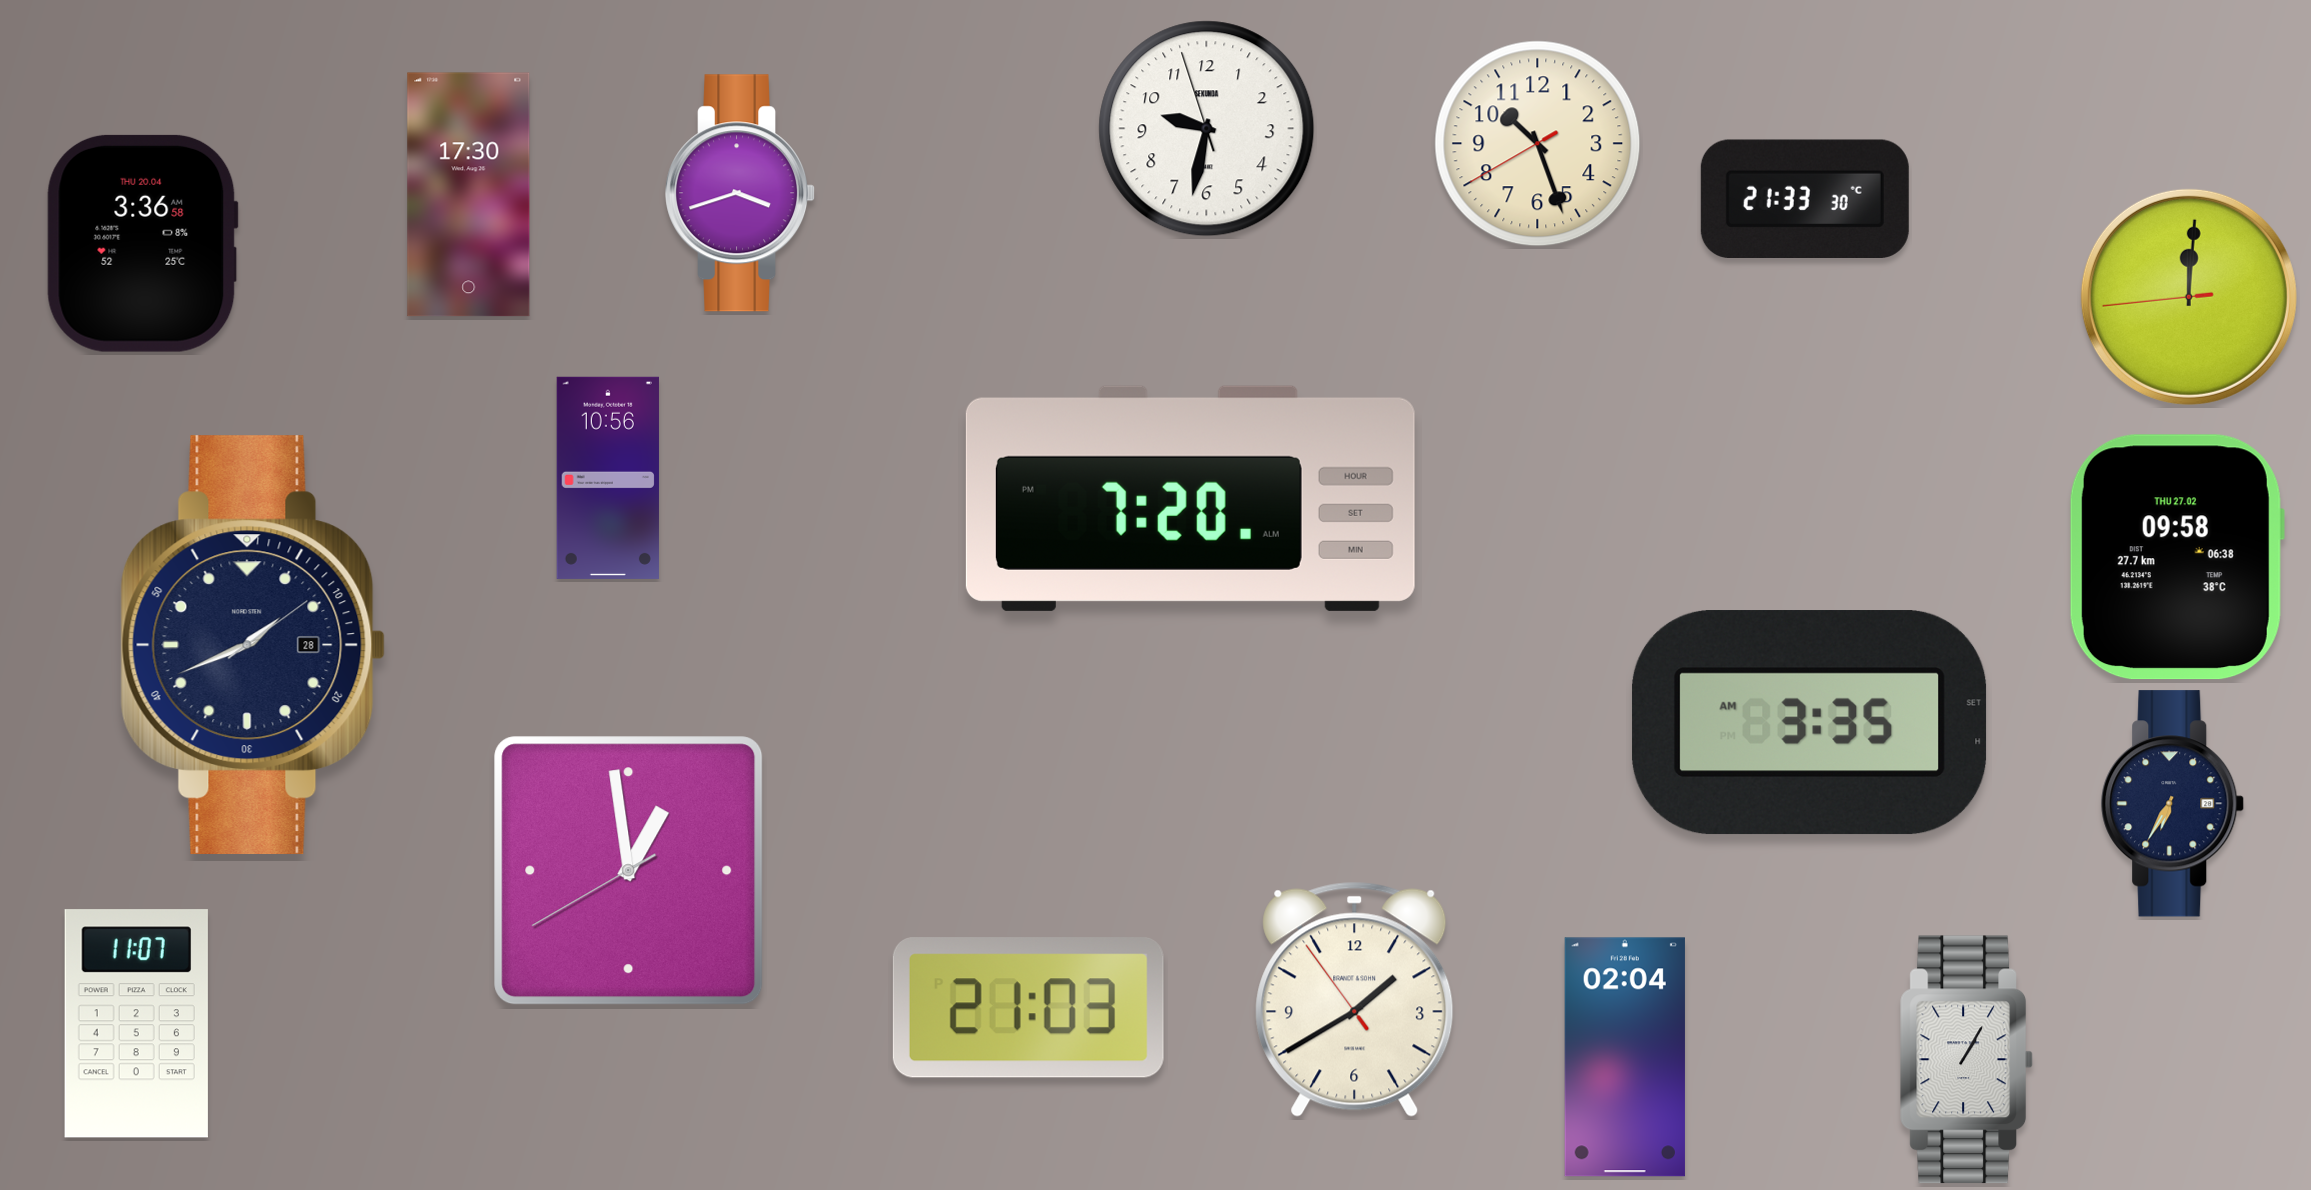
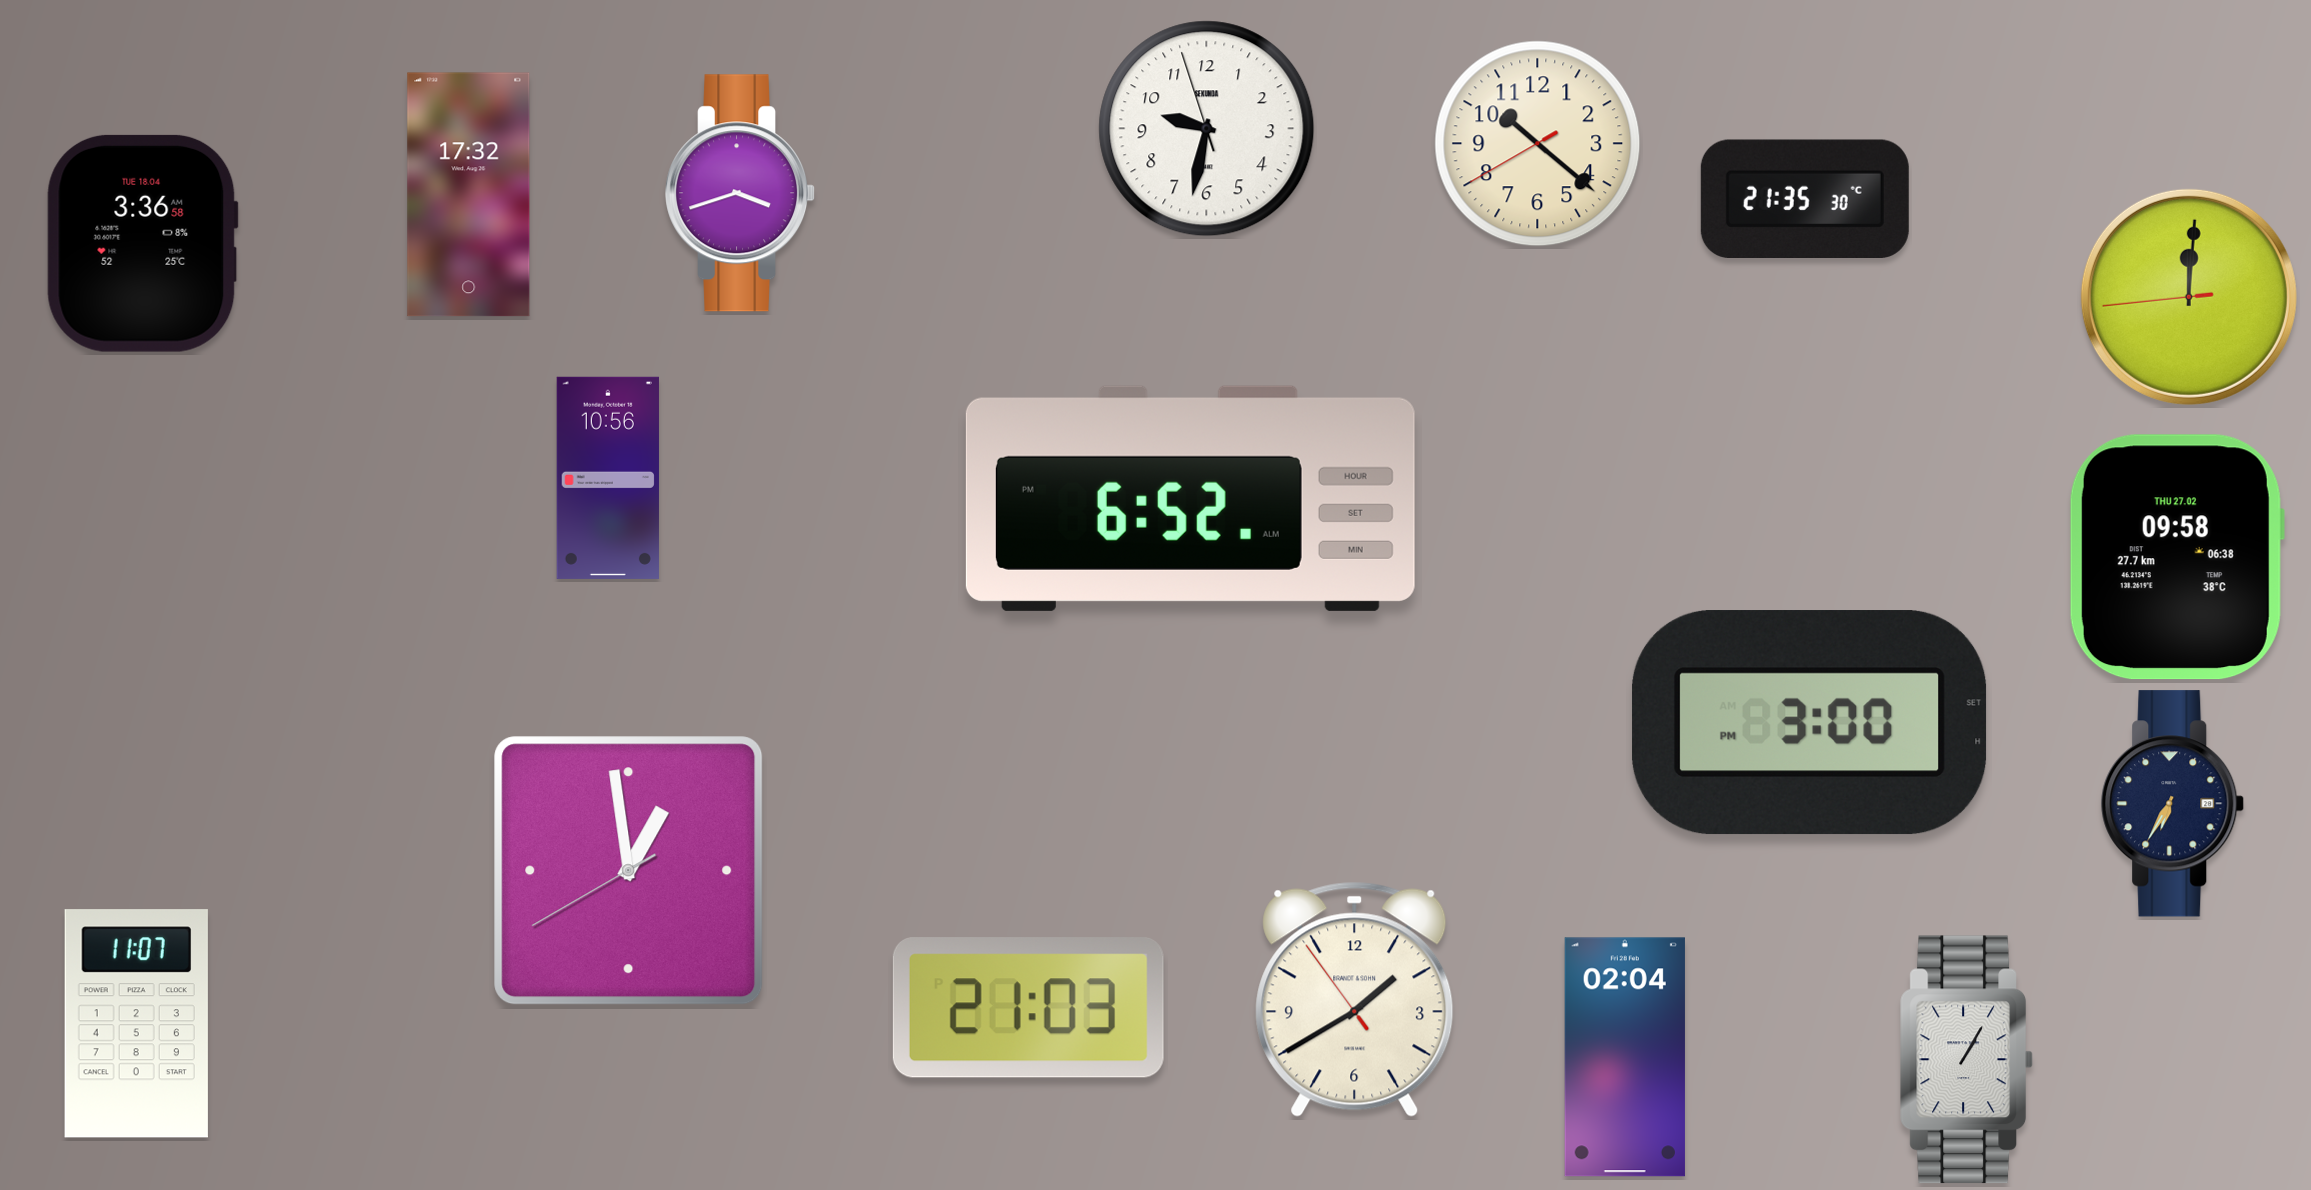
clock at (1538, 144): 10:26 -> 10:21
clock at (469, 195): 17:30 -> 17:32
clock at (1805, 198): 21:33 -> 21:35
clock at (142, 243) date: THU 20.04 -> TUE 18.04
clock at (1190, 498): 7:20 -> 6:52
clock at (253, 644): 1:41 -> none
clock at (1810, 723): 3:35 -> 3:00
